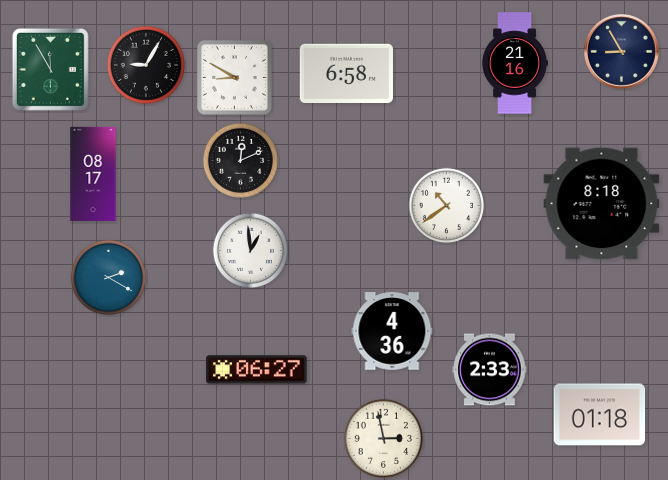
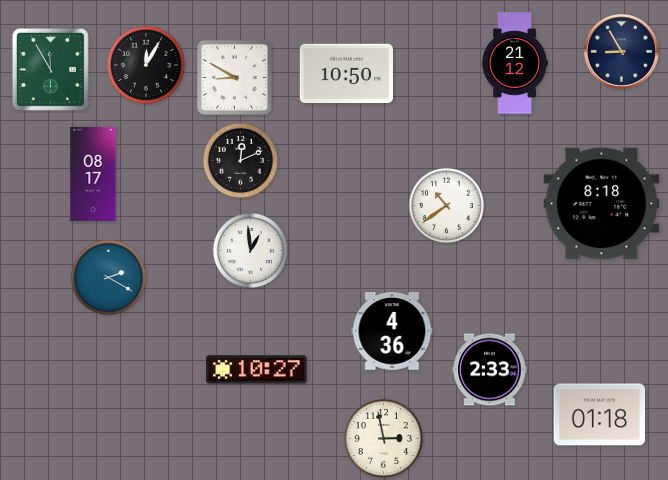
clock at (515, 63): 21:16 -> 21:12
clock at (146, 65): 9:05 -> 12:05
clock at (346, 73): 6:58 -> 10:50
clock at (257, 370): 06:27 -> 10:27
